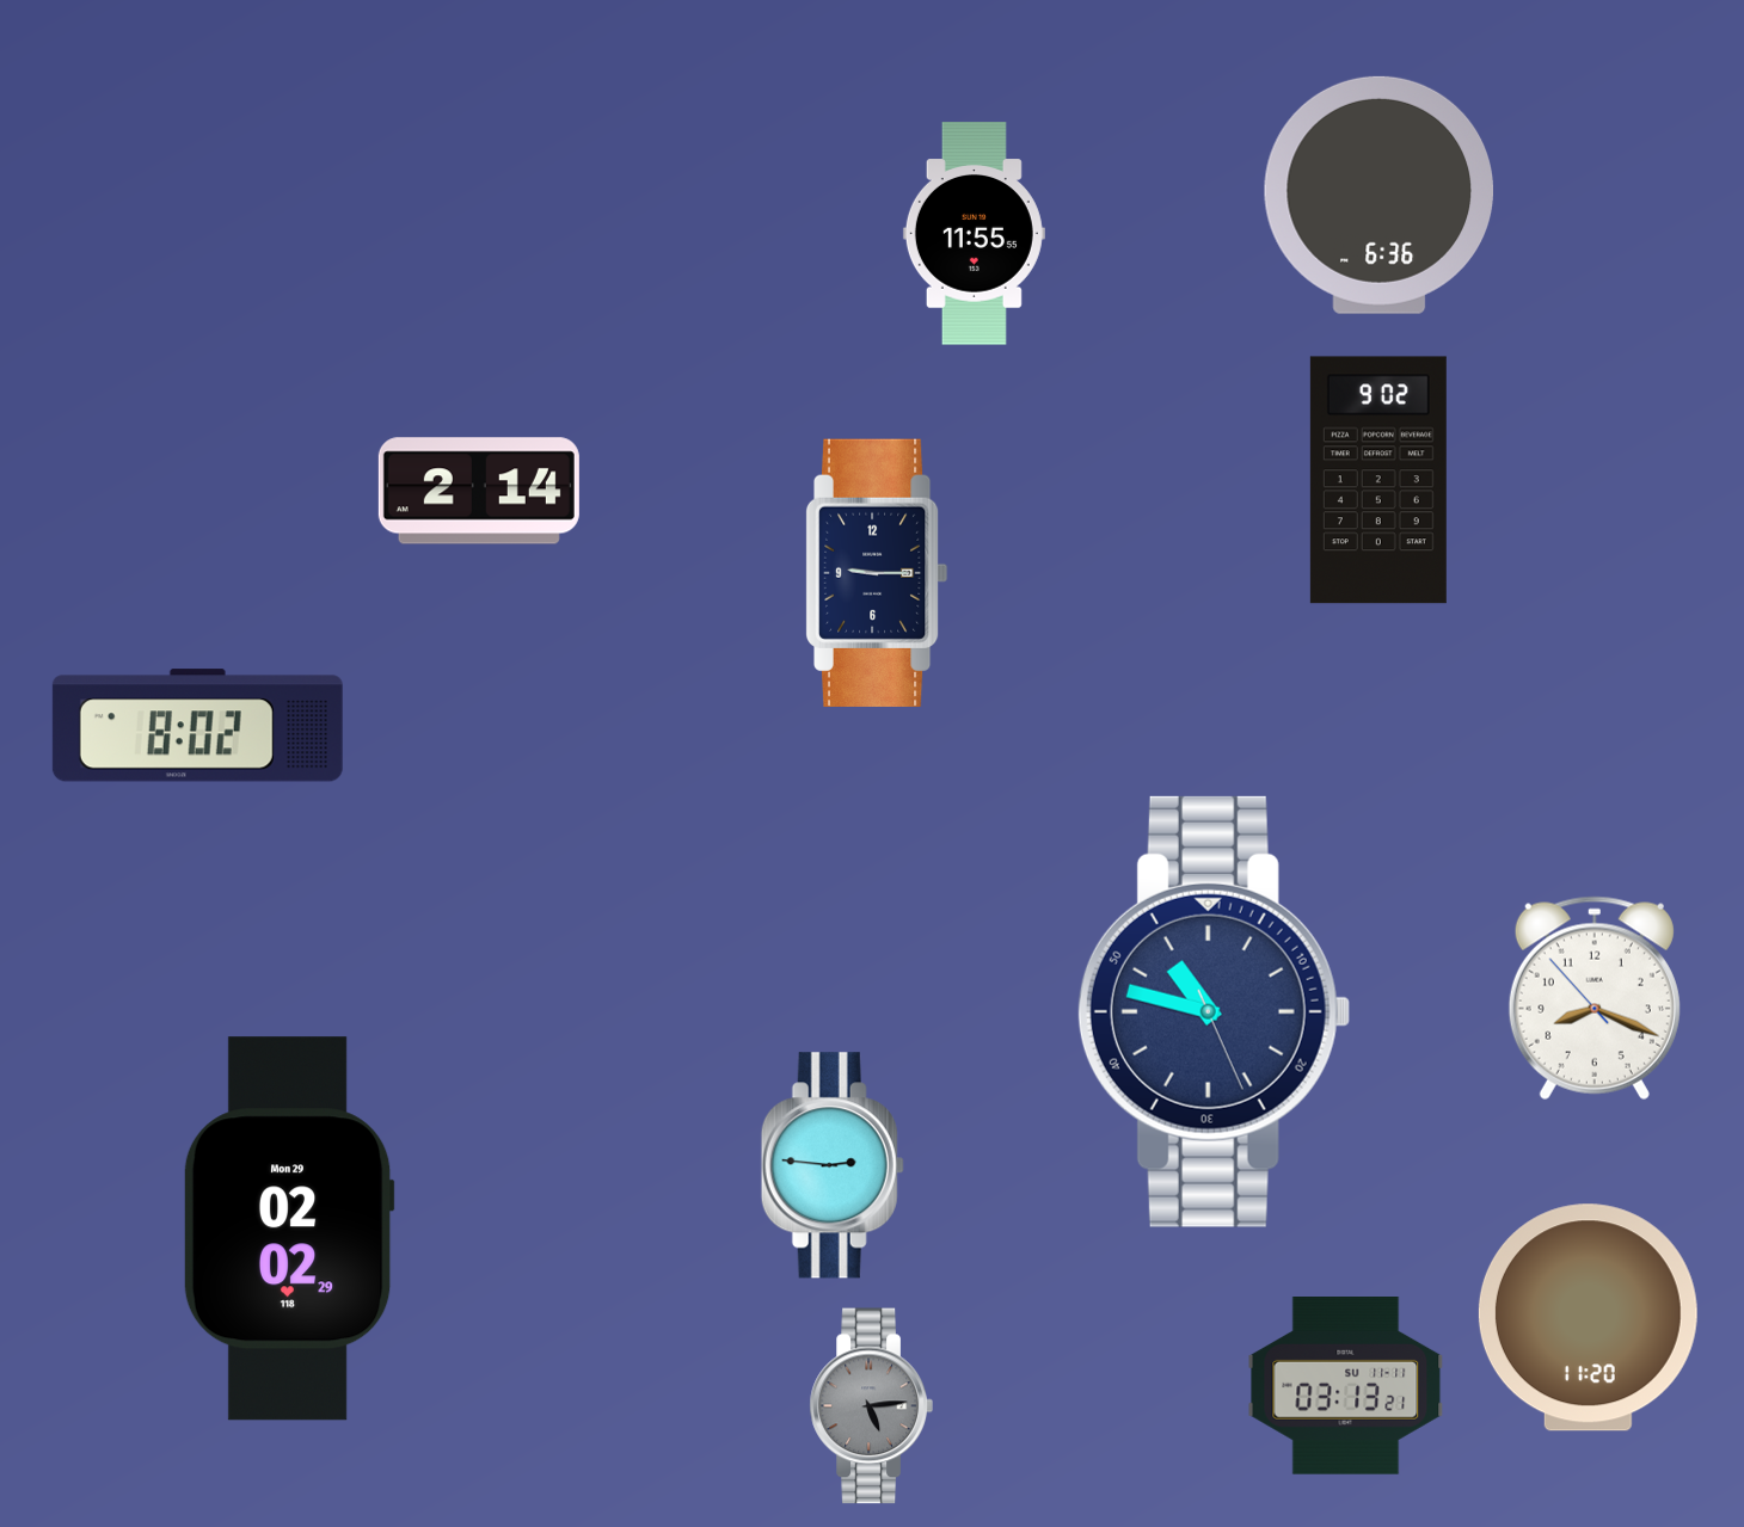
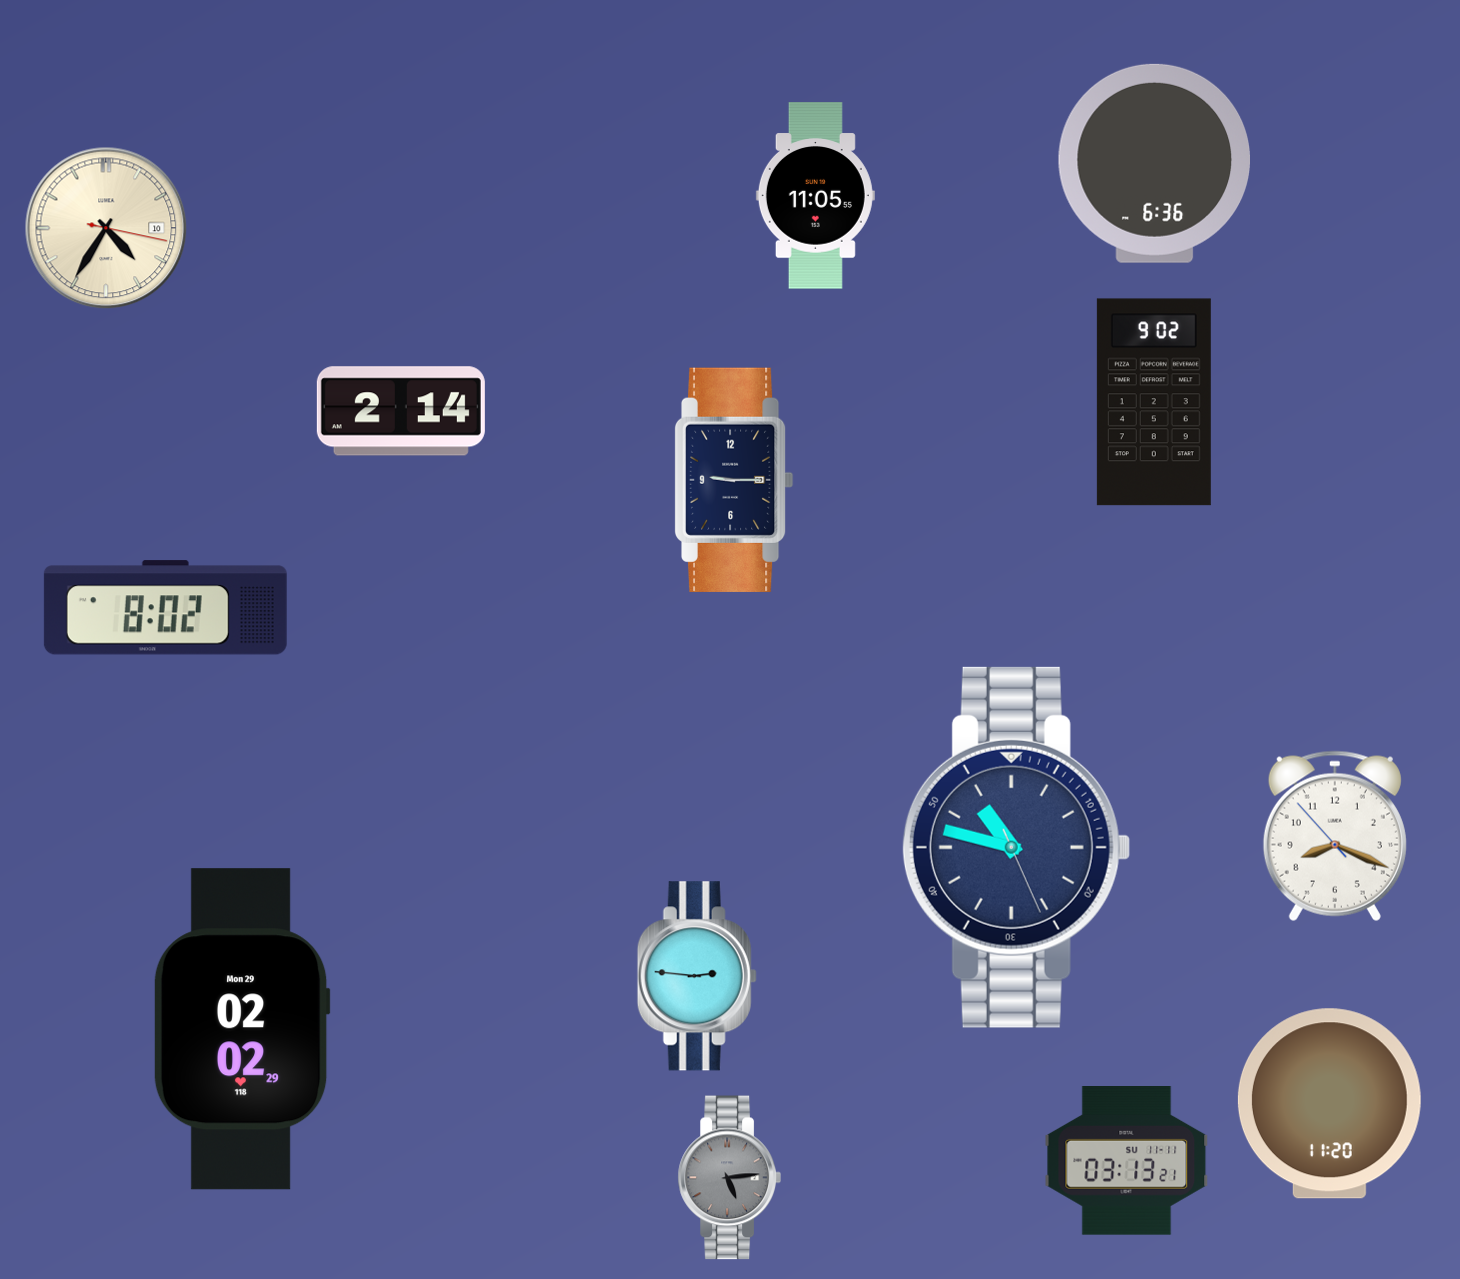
clock at (974, 234): 11:55 -> 11:05
clock at (106, 228): none -> 4:35
